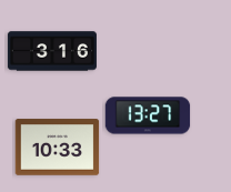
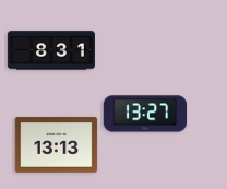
clock at (52, 51): 3:16 -> 8:31
clock at (58, 148): 10:33 -> 13:13
